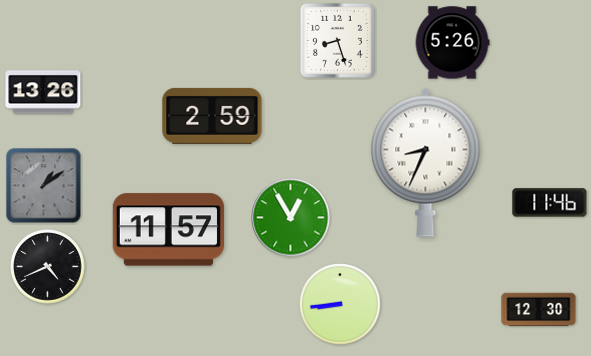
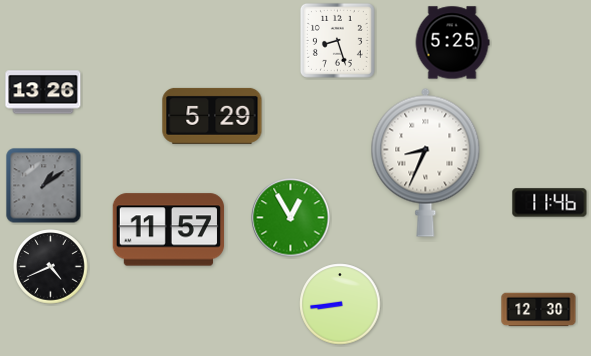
clock at (452, 43): 5:26 -> 5:25
clock at (212, 116): 2:59 -> 5:29
clock at (48, 267) position: (48, 267) -> (51, 267)
